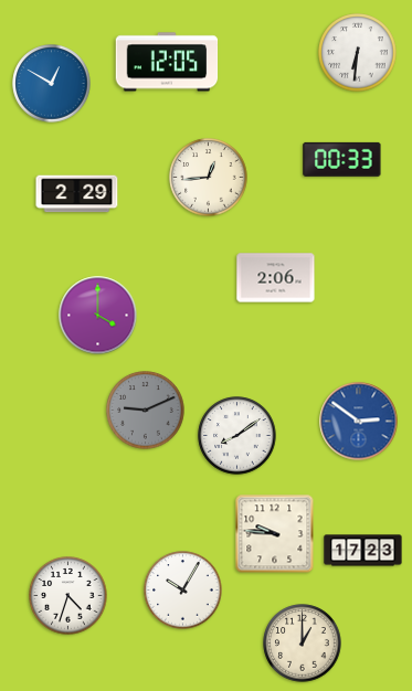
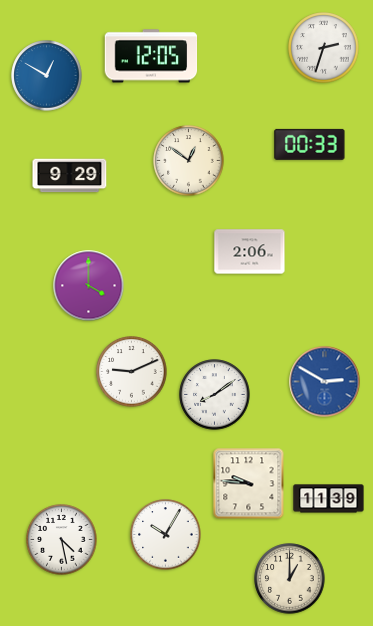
clock at (358, 53): 6:31 -> 2:33
clock at (209, 178): 12:44 -> 12:51
clock at (77, 194): 2:29 -> 9:29
clock at (146, 411) dial: grey -> white
clock at (359, 422): 2:51 -> 2:50
clock at (363, 551): 17:23 -> 11:39
clock at (68, 596): 4:33 -> 4:28
clock at (303, 644) position: (303, 644) -> (290, 579)
